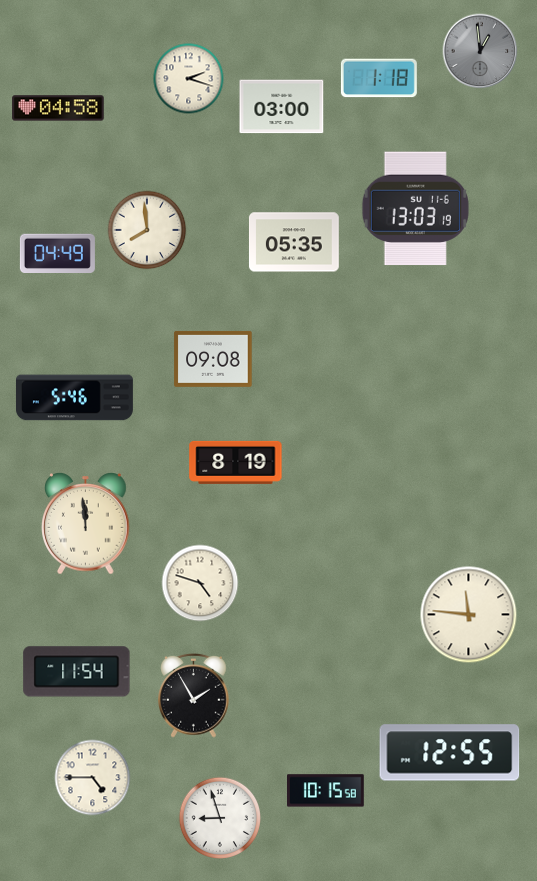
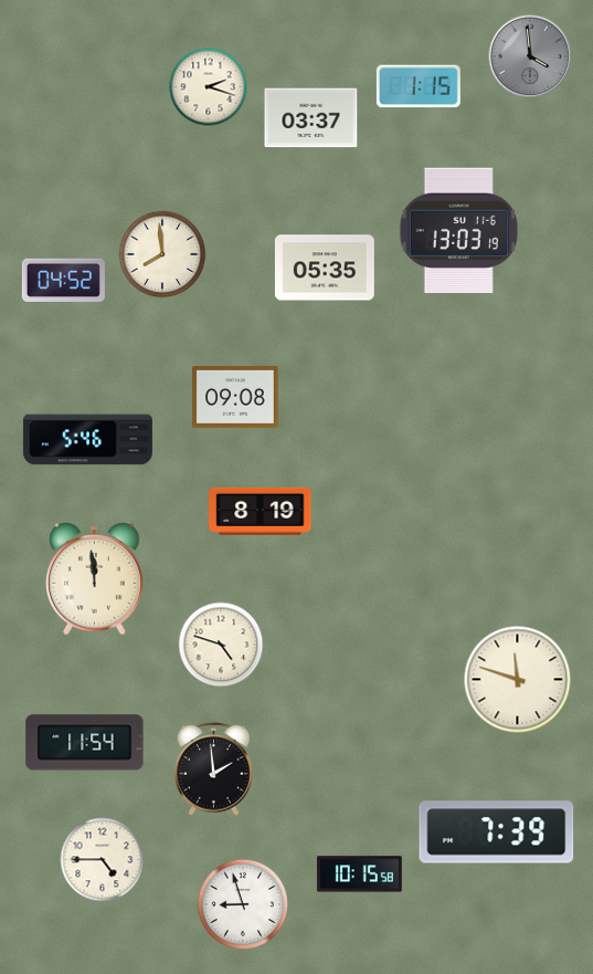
clock at (480, 51): 12:59 -> 3:59
clock at (379, 78): 1:18 -> 1:15
clock at (282, 107): 03:00 -> 03:37
clock at (58, 108): 04:58 -> none
clock at (57, 253): 04:49 -> 04:52
clock at (74, 398) position: (74, 398) -> (87, 440)
clock at (469, 615): 11:46 -> 11:48
clock at (194, 695): 1:55 -> 1:59
clock at (450, 753): 12:55 -> 7:39
